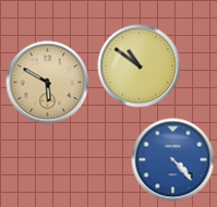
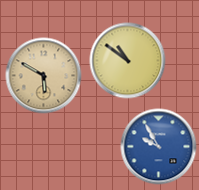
clock at (173, 160): 4:23 -> 9:55
